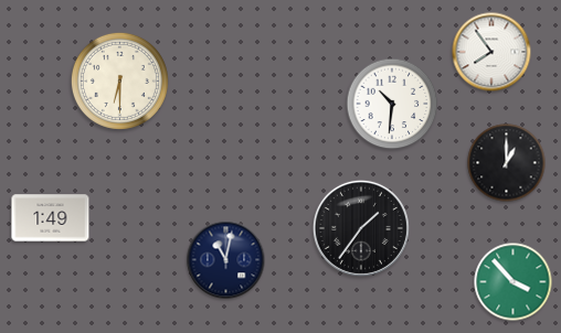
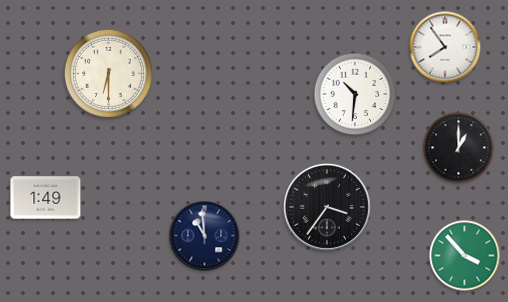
clock at (361, 228): 1:36 -> 3:36
clock at (226, 260): 11:02 -> 10:59
